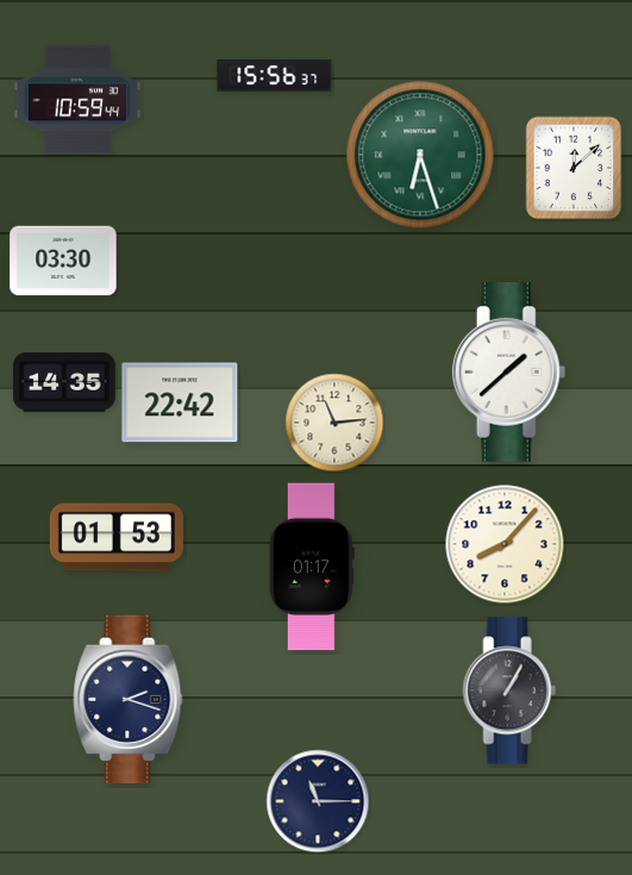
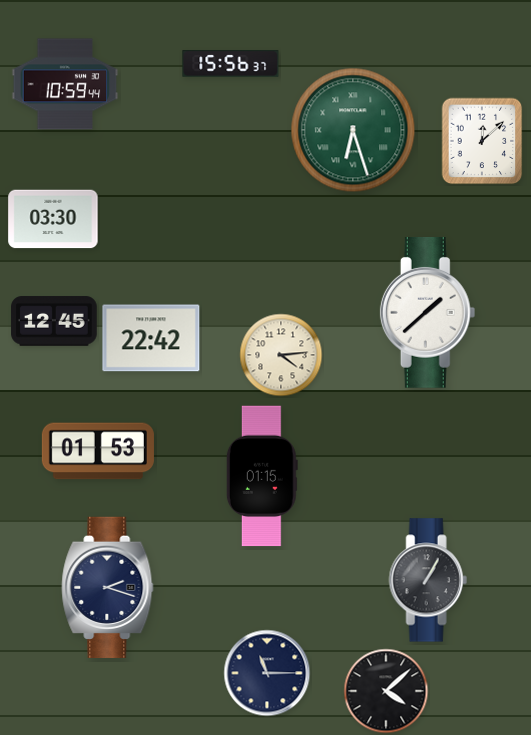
clock at (64, 382): 14:35 -> 12:45
clock at (334, 423): 11:14 -> 4:14
clock at (505, 544): 8:07 -> none
clock at (312, 567): 01:17 -> 01:15
clock at (386, 691): none -> 4:08
